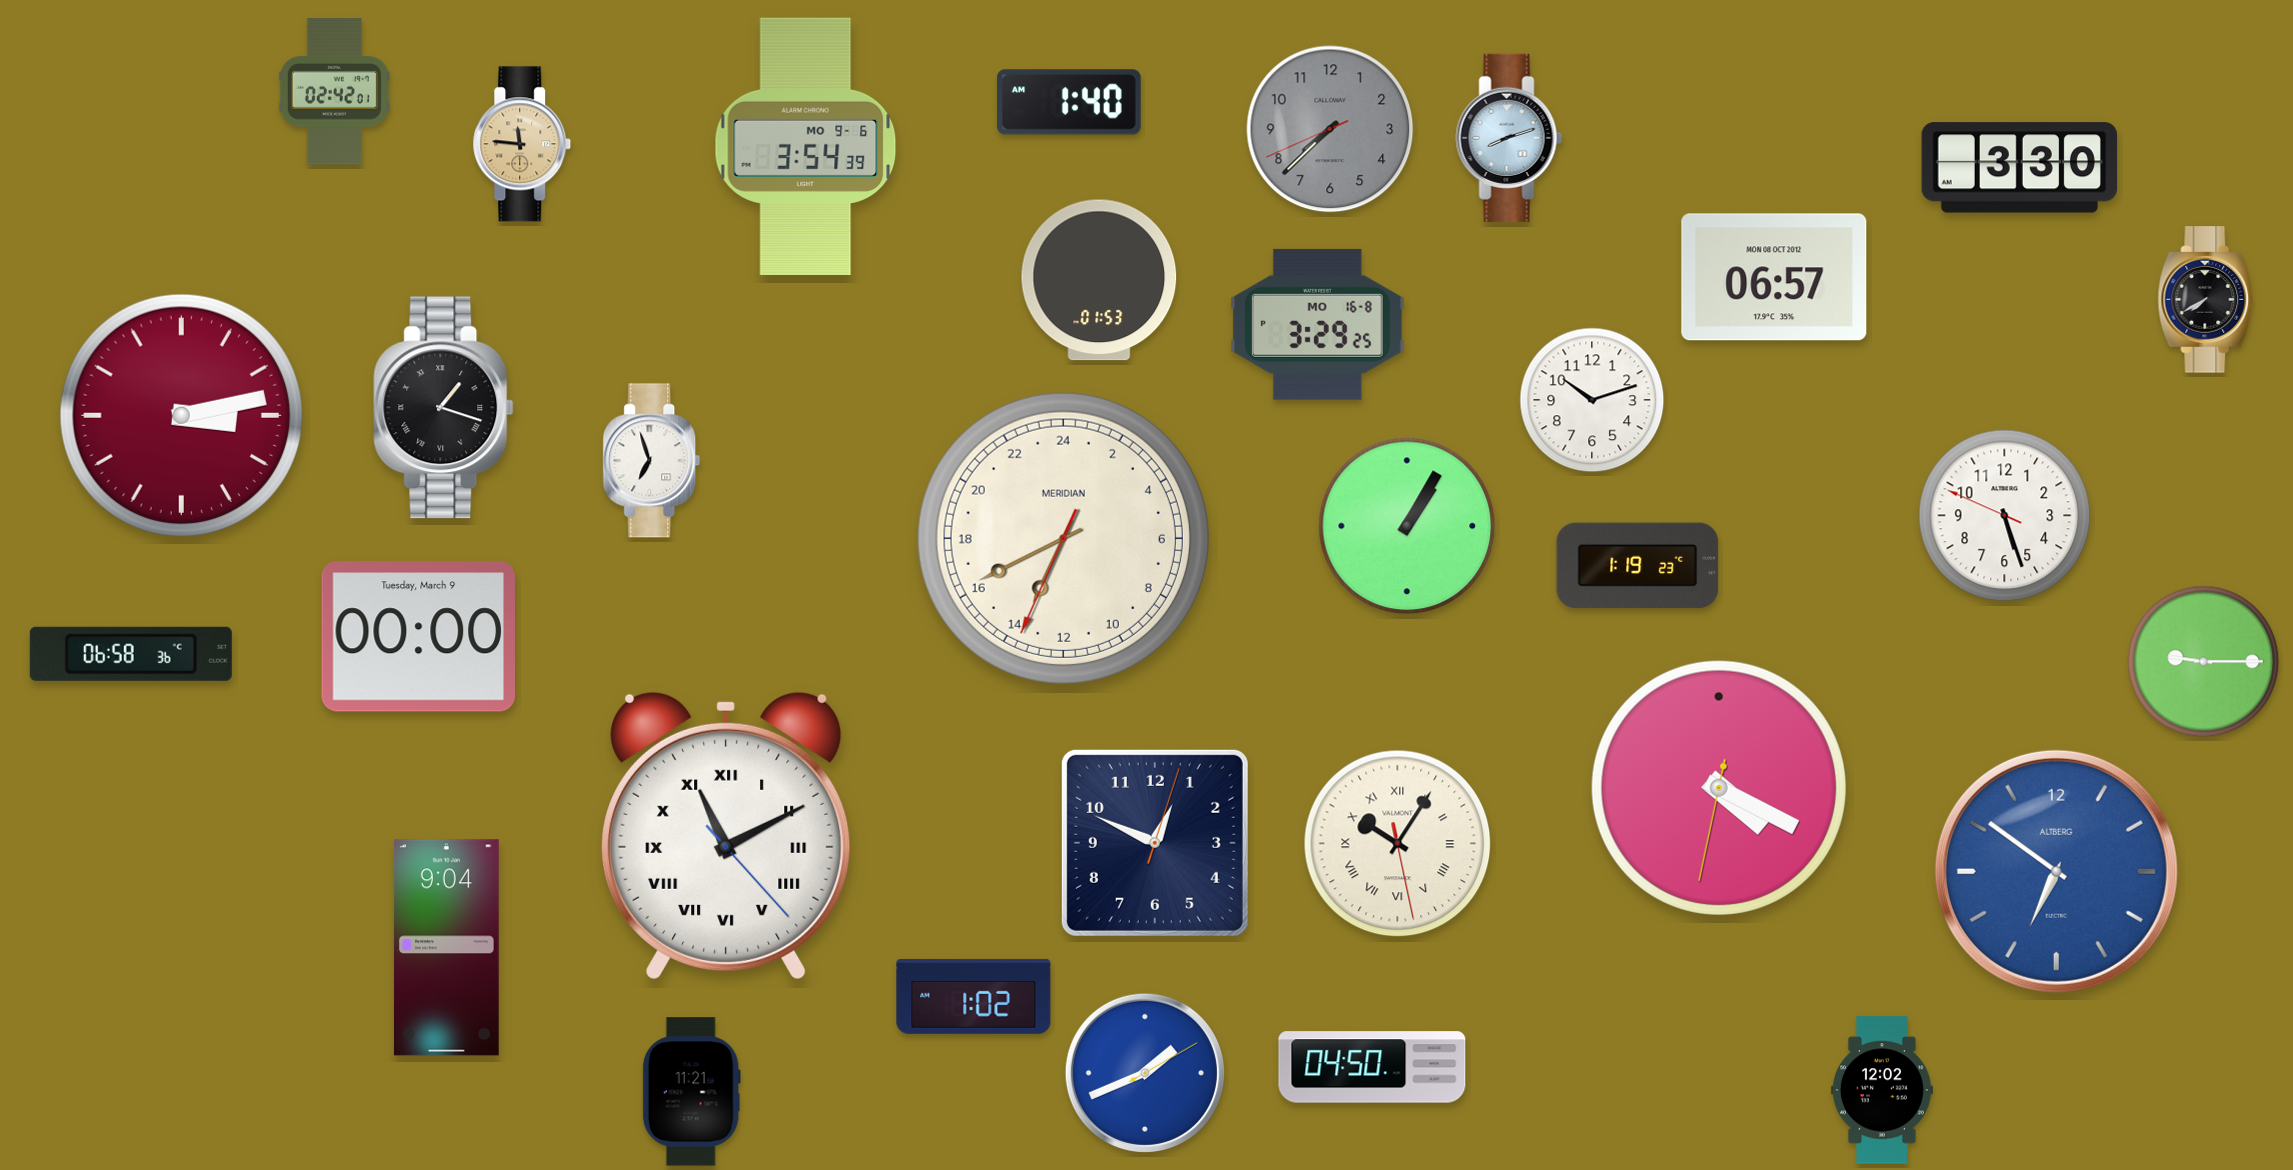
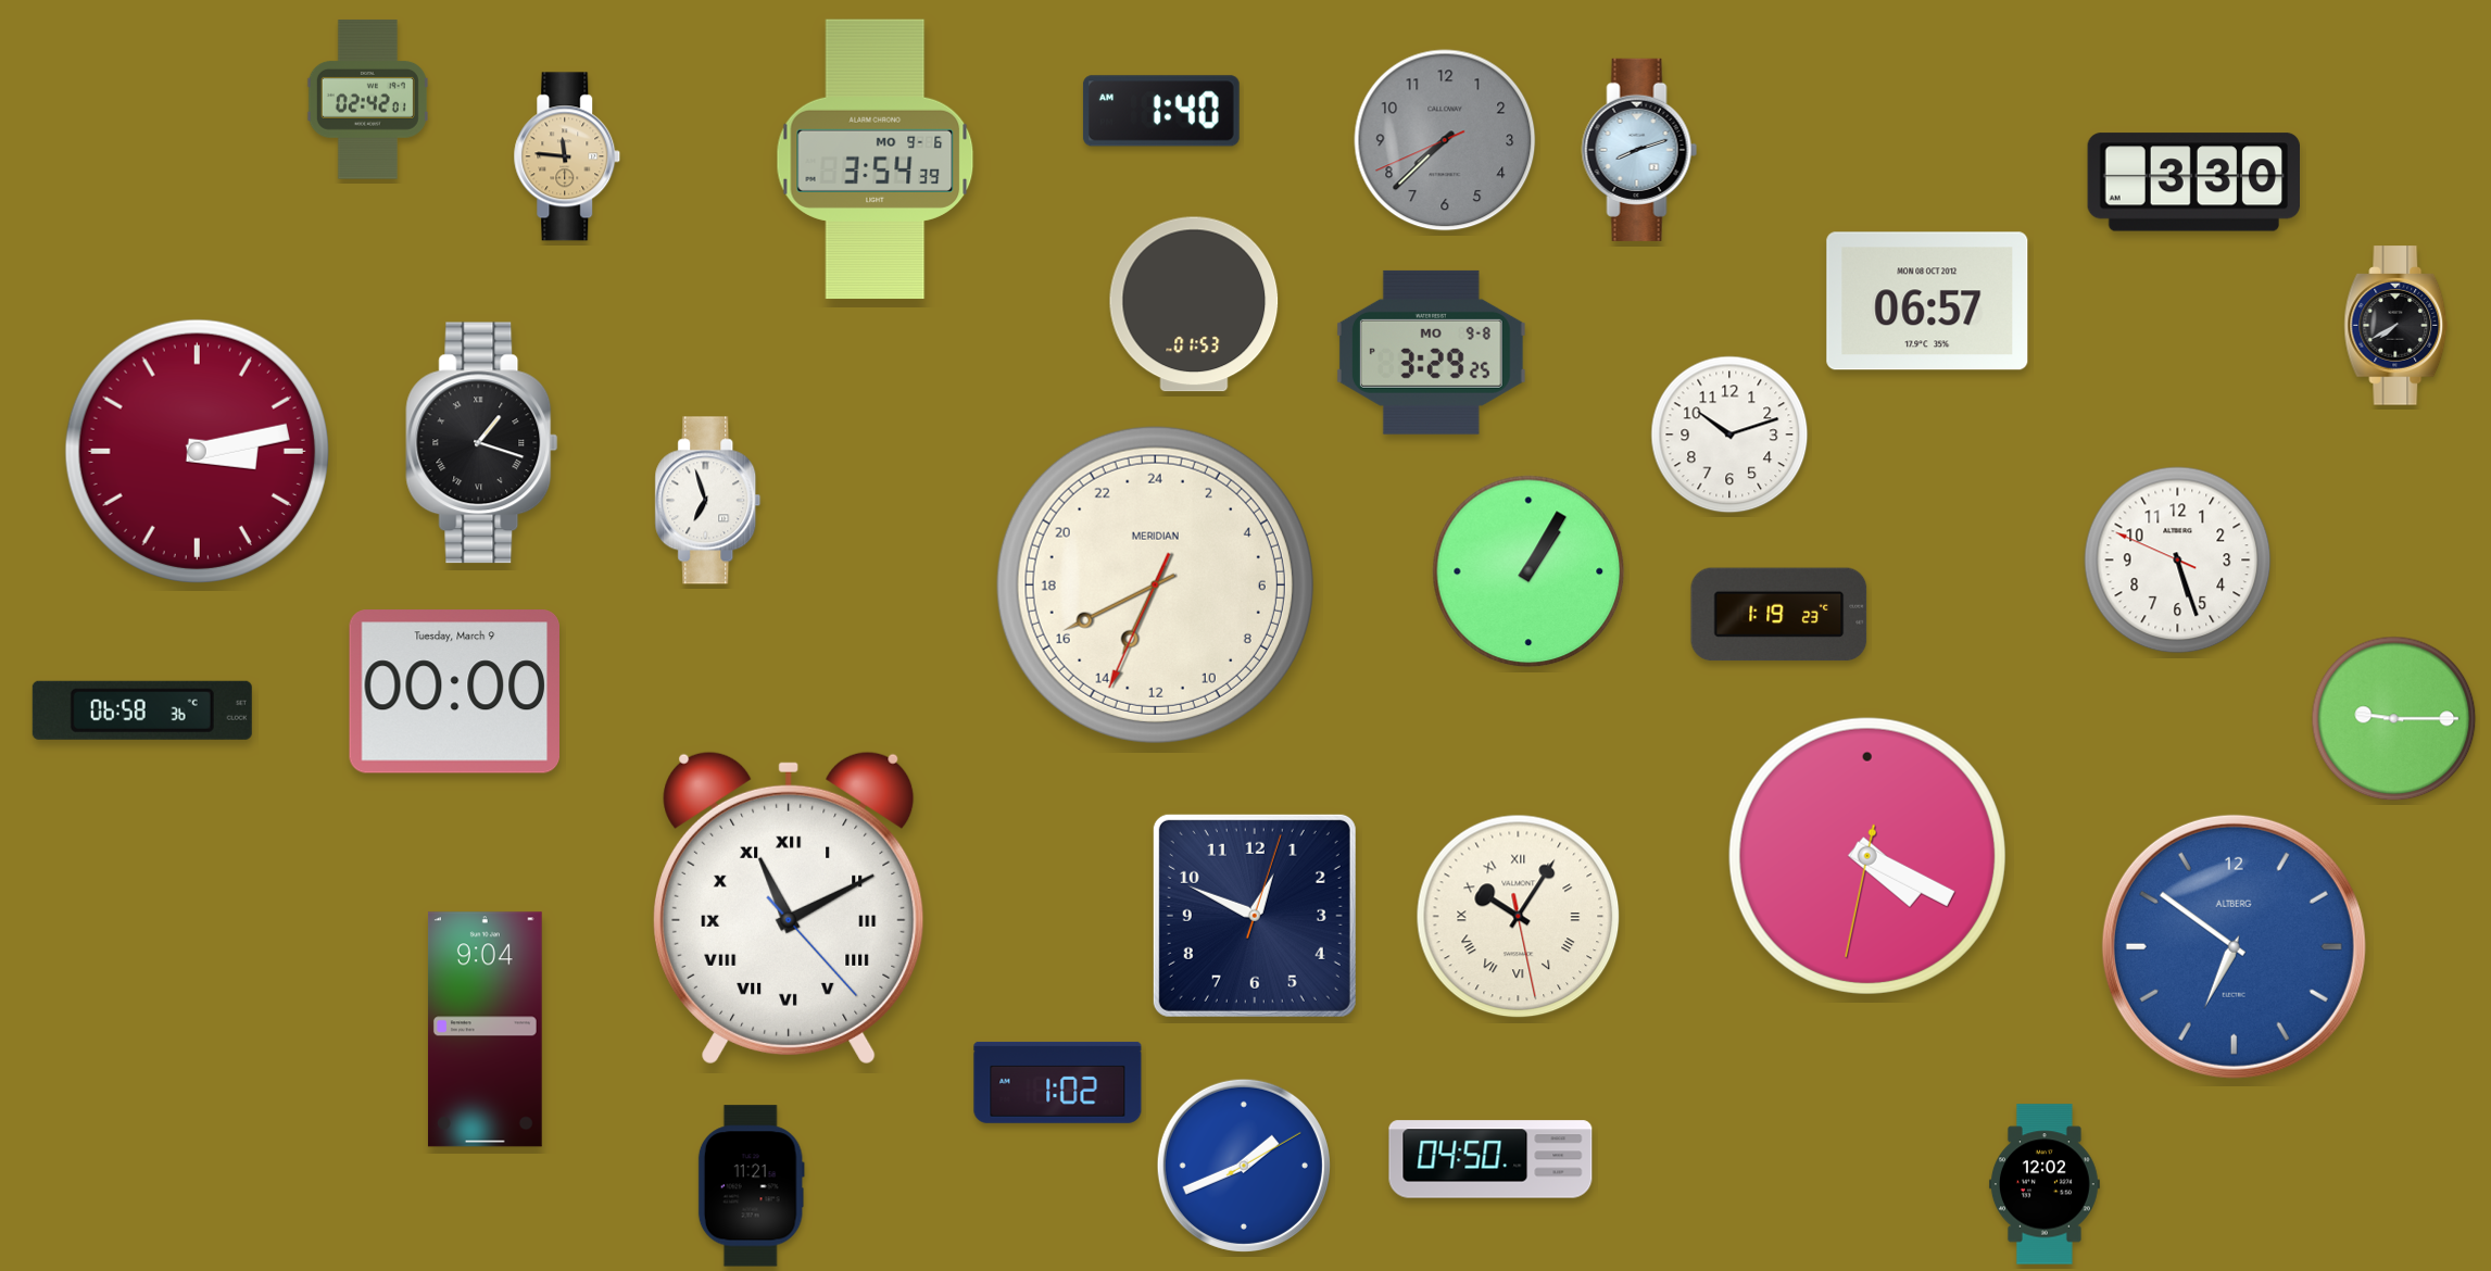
clock at (334, 92) position: (334, 92) -> (367, 100)
clock at (1317, 324) date: MO 16-8 -> MO 9-8
